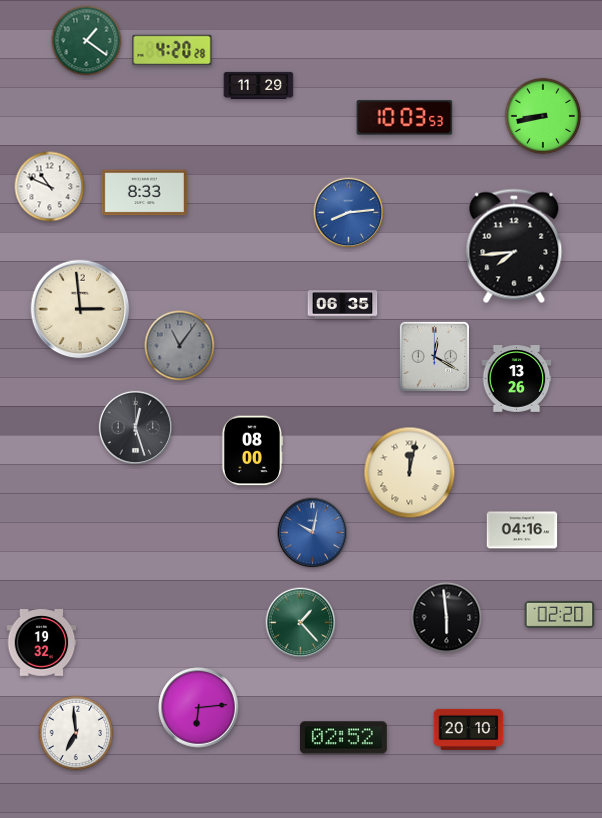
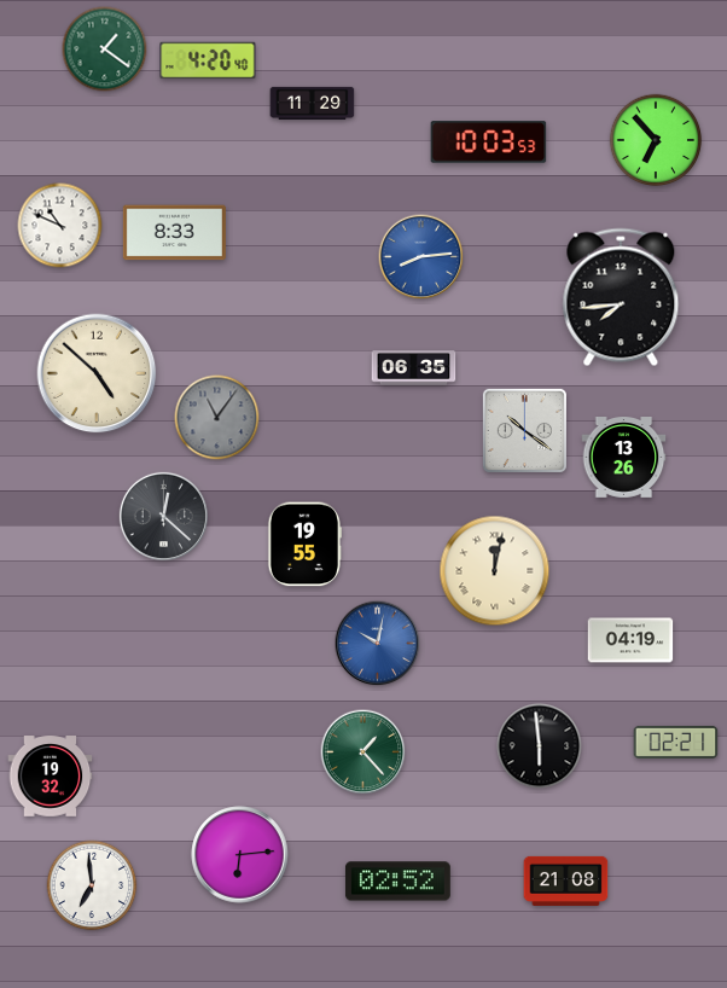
clock at (172, 50): 4:20:28 -> 4:20:40
clock at (543, 116): 8:43 -> 6:53
clock at (80, 309): 2:59 -> 4:52
clock at (434, 356): 12:20 -> 10:21
clock at (135, 427): 12:27 -> 12:22
clock at (253, 451): 08:00 -> 19:55
clock at (522, 530): 04:16 -> 04:19
clock at (560, 614): 02:20 -> 02:21
clock at (469, 729): 20:10 -> 21:08
clock at (343, 738) position: (343, 738) -> (397, 882)
